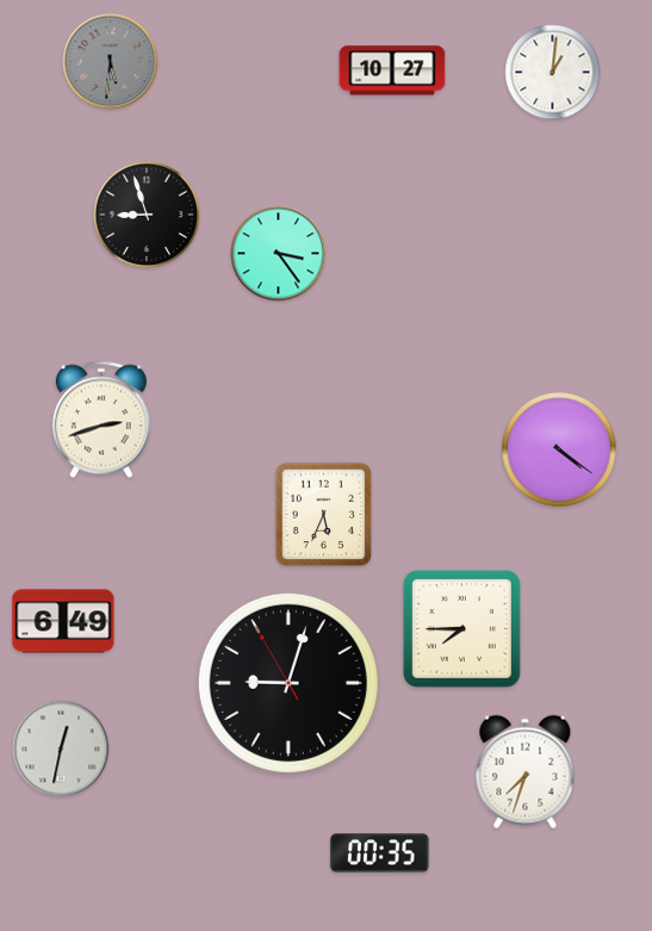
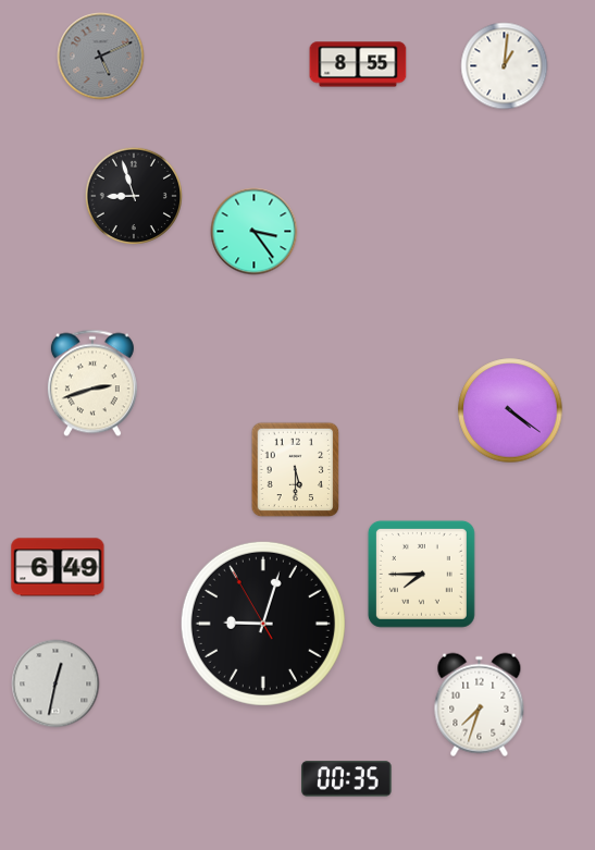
clock at (111, 62): 5:31 -> 5:11
clock at (392, 70): 10:27 -> 8:55
clock at (324, 515): 5:34 -> 5:30
